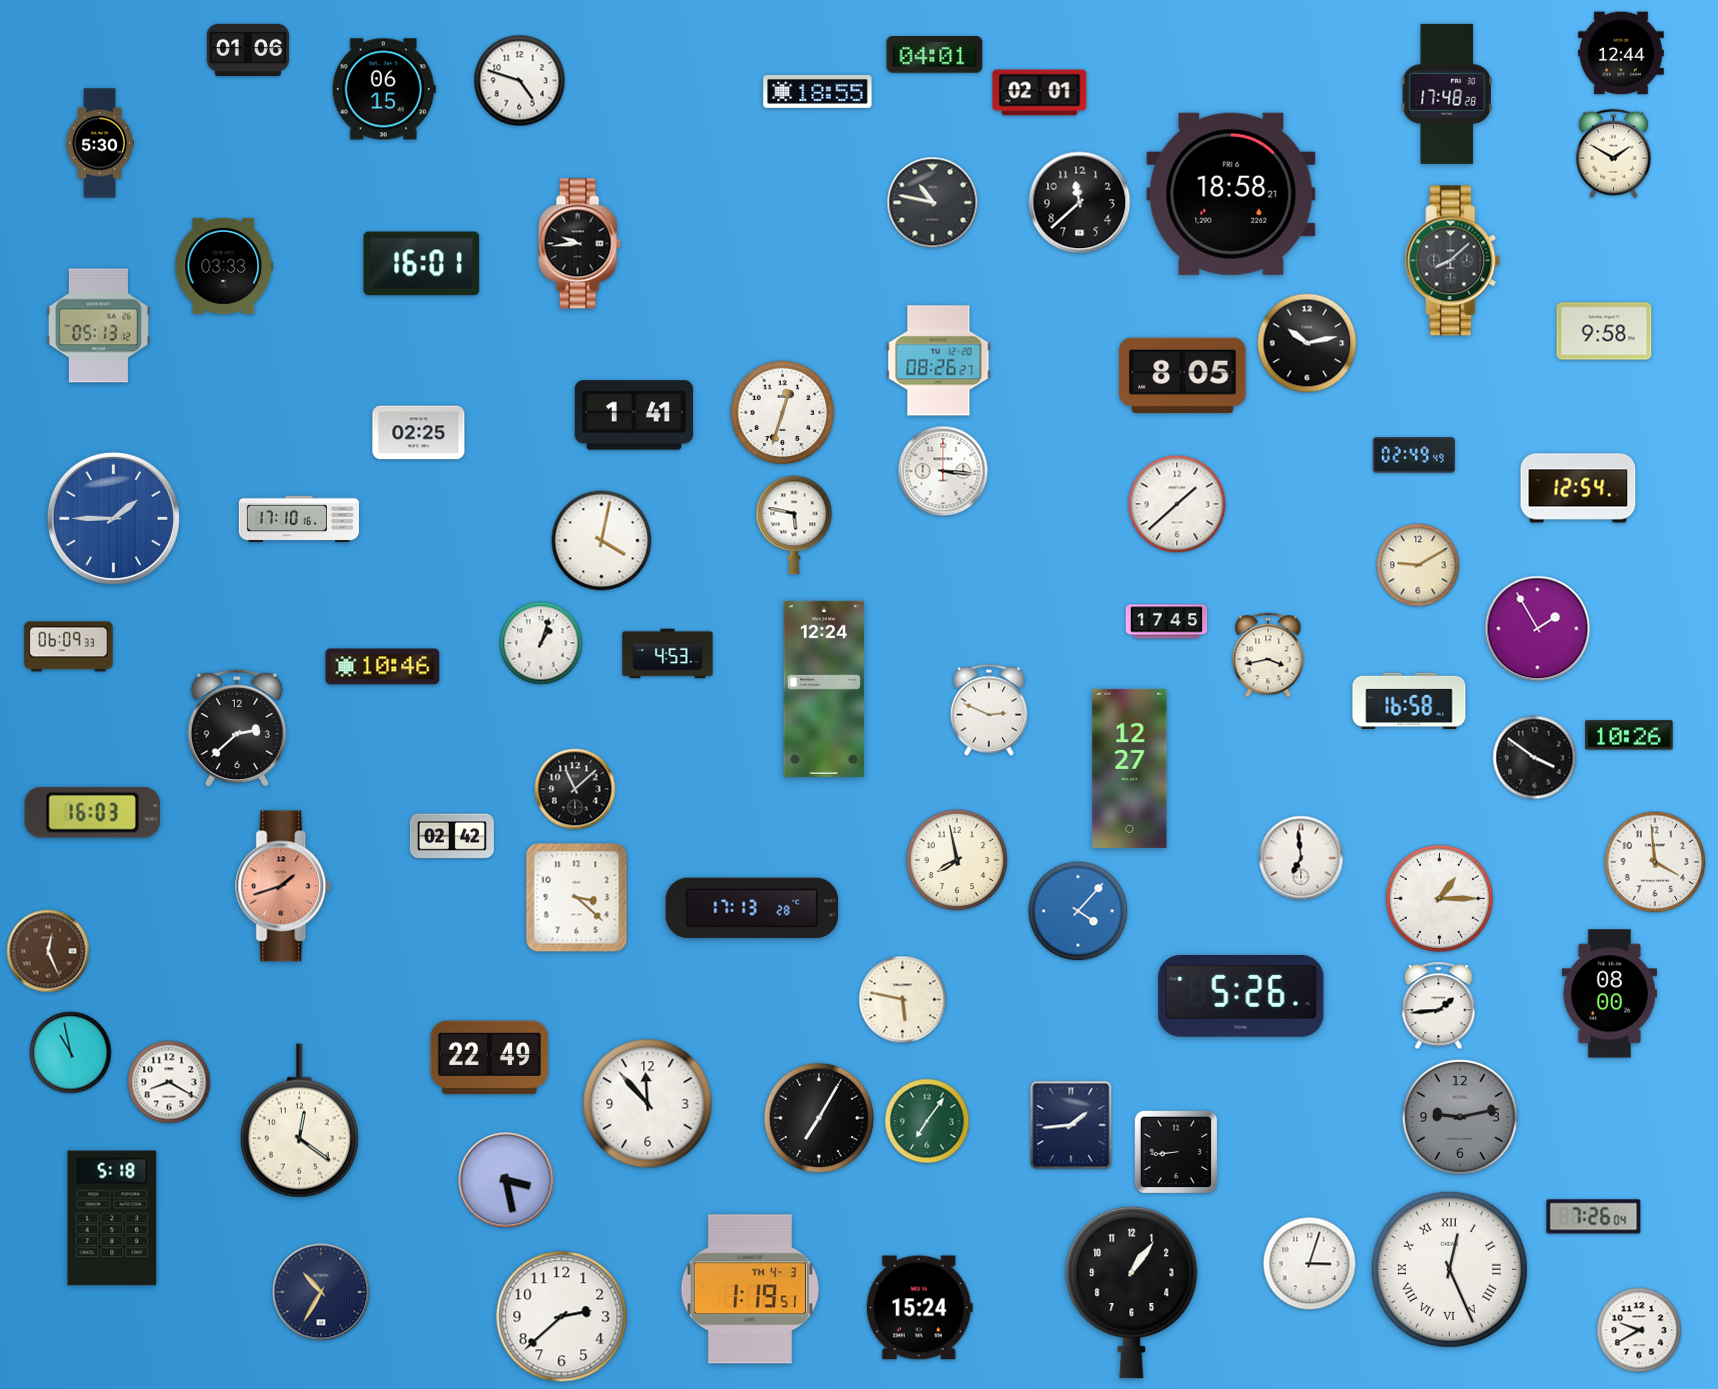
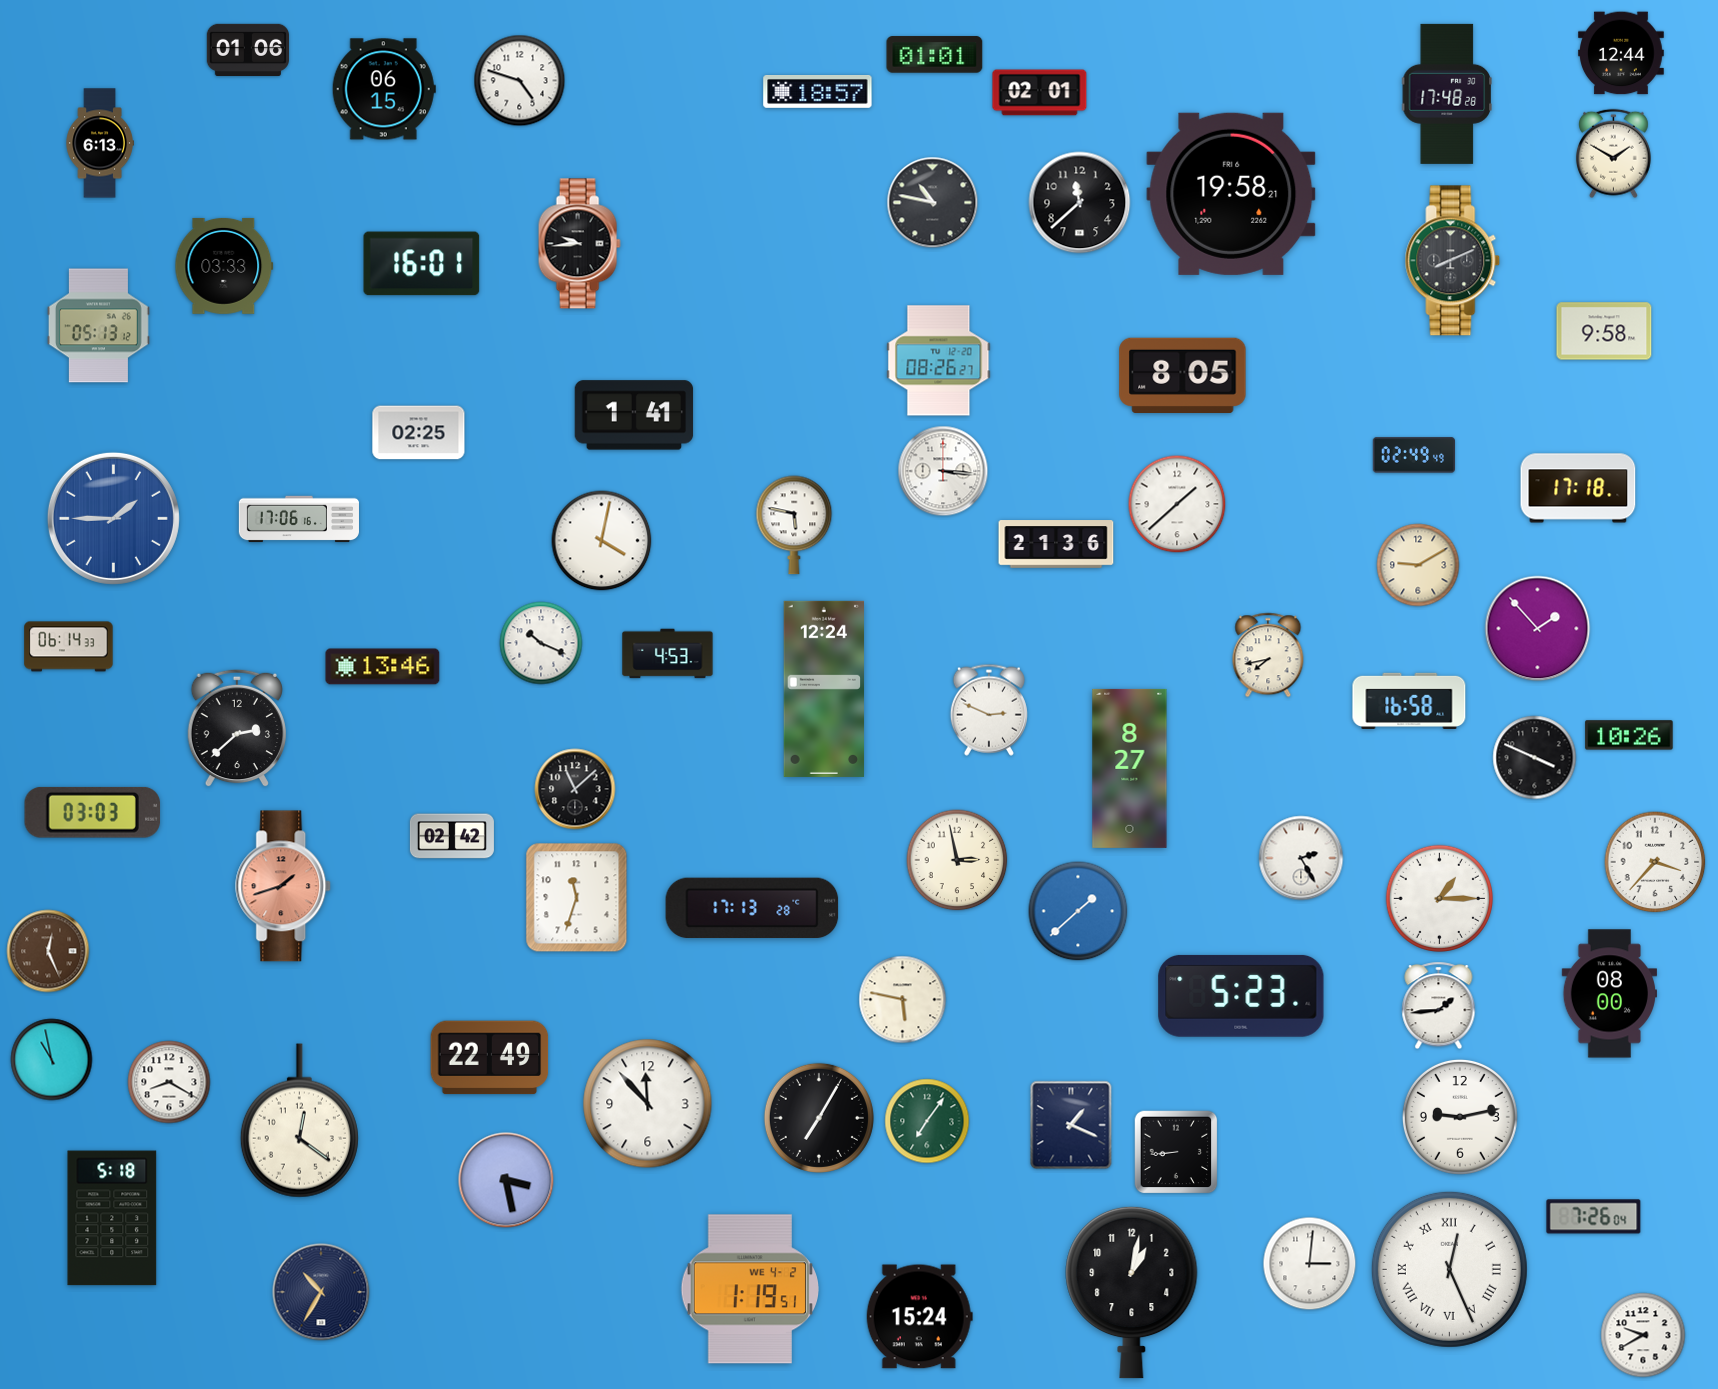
clock at (935, 55): 04:01 -> 01:01
clock at (818, 92): 18:55 -> 18:57
clock at (100, 143): 5:30 -> 6:13
clock at (1231, 194): 18:58 -> 19:58
clock at (1453, 261): 8:08 -> 8:11
clock at (1307, 343): 10:13 -> none
clock at (783, 413): 12:33 -> none
clock at (1578, 488): 12:54 -> 17:18
clock at (299, 519): 17:10 -> 17:06
clock at (1056, 544): none -> 21:36
clock at (1167, 622): 17:45 -> none
clock at (1538, 629): 1:55 -> 1:53
clock at (541, 643): 1:03 -> 10:19
clock at (69, 647): 06:09 -> 06:14
clock at (1268, 655): 3:43 -> 7:43
clock at (383, 667): 10:46 -> 13:46
clock at (1535, 758): 3:51 -> 3:49
clock at (1130, 768): 12:27 -> 8:27
clock at (92, 812): 16:03 -> 03:03
clock at (1301, 858): 6:59 -> 2:25
clock at (957, 860): 7:58 -> 2:58
clock at (1655, 862): 3:59 -> 3:37
clock at (577, 898): 3:22 -> 11:33
clock at (1078, 911): 4:07 -> 1:38
clock at (1241, 996): 5:26 -> 5:23
clock at (71, 1053) position: (71, 1053) -> (52, 1060)
clock at (1460, 1117) dial: grey -> white
clock at (1071, 1125): 1:44 -> 1:19
clock at (1310, 1264): 3:03 -> 3:01
clock at (749, 1289) date: TH 4-3 -> WE 4-2
clock at (1132, 1292): 1:06 -> 1:02
clock at (919, 1308) position: (919, 1308) -> (919, 1317)
clock at (562, 1317): 2:38 -> none
clock at (1639, 1330) position: (1639, 1330) -> (1643, 1335)
